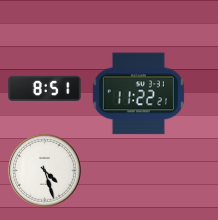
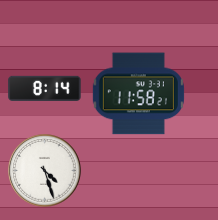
clock at (45, 88): 8:51 -> 8:14
clock at (138, 94): 11:22 -> 11:58
